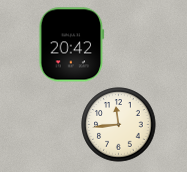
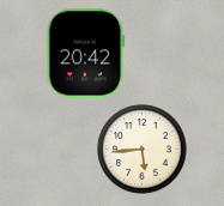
clock at (119, 125): 11:44 -> 5:44
